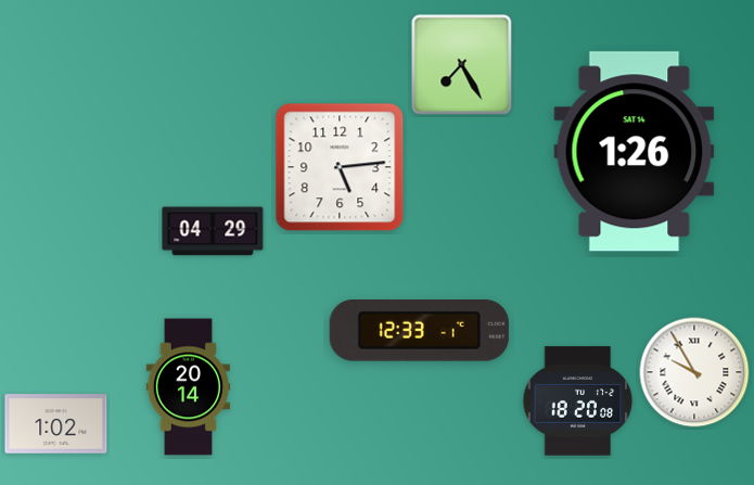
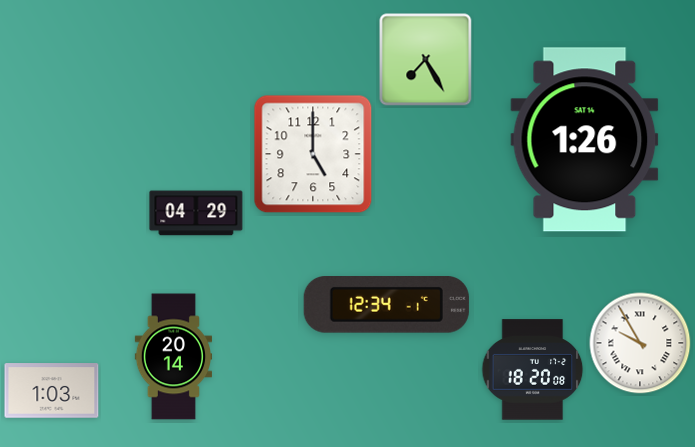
clock at (340, 167): 5:14 -> 5:00
clock at (419, 331): 12:33 -> 12:34
clock at (56, 424): 1:02 -> 1:03
